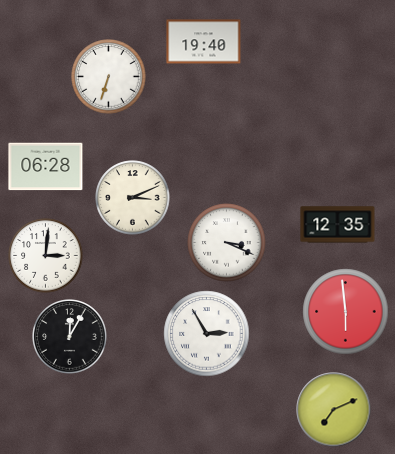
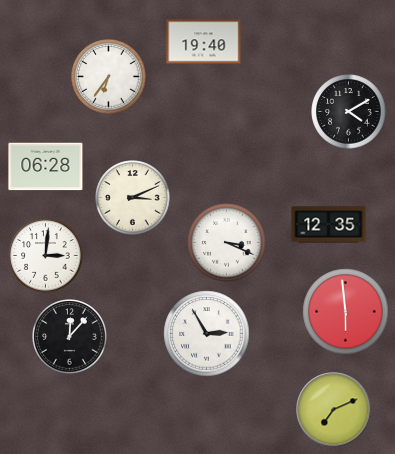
clock at (109, 77): 6:33 -> 6:36
clock at (349, 112): none -> 4:10
clock at (338, 225) position: (338, 225) -> (329, 225)
clock at (70, 337): 12:05 -> 12:07
